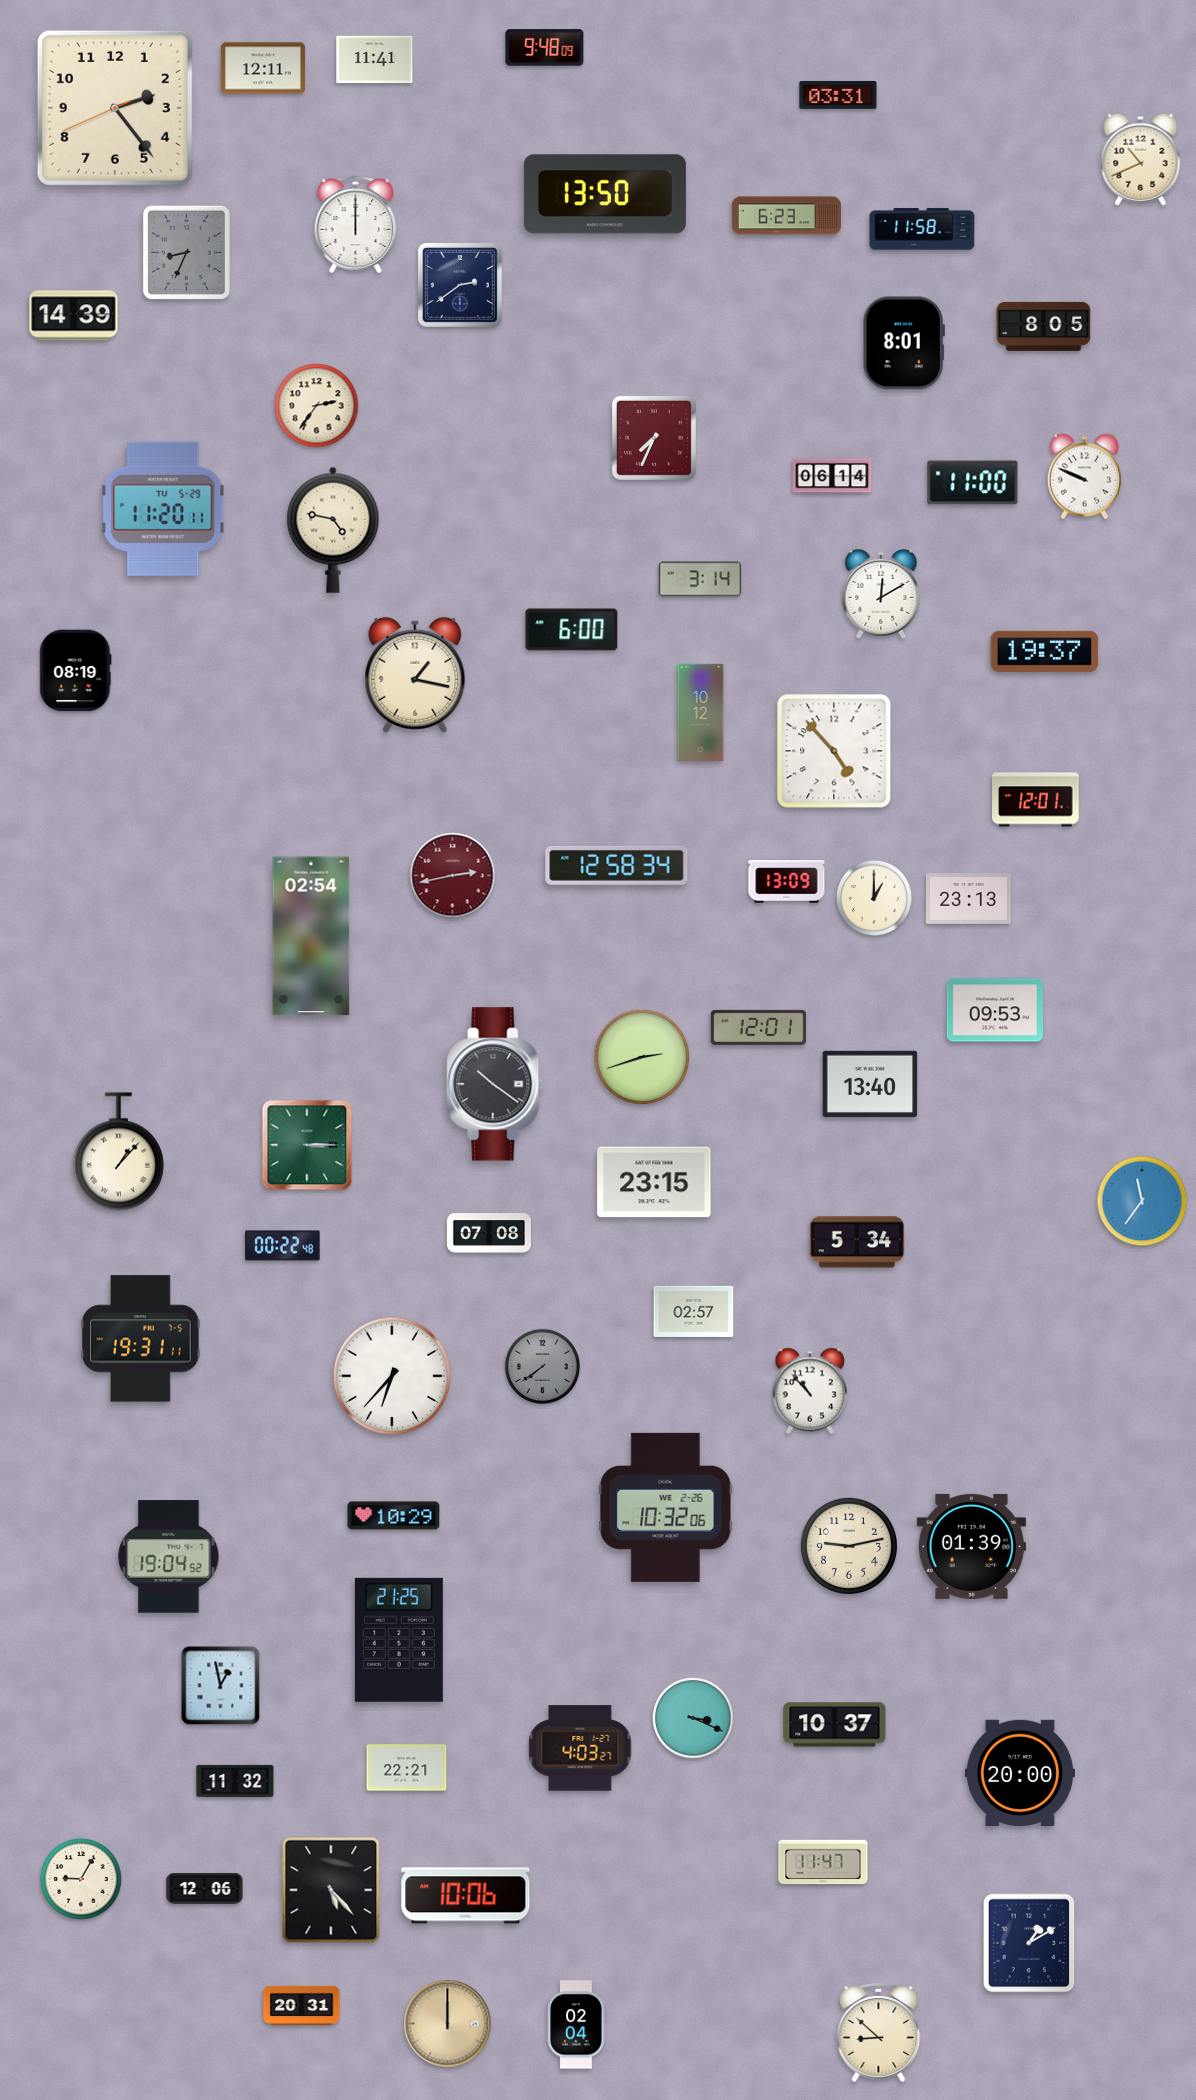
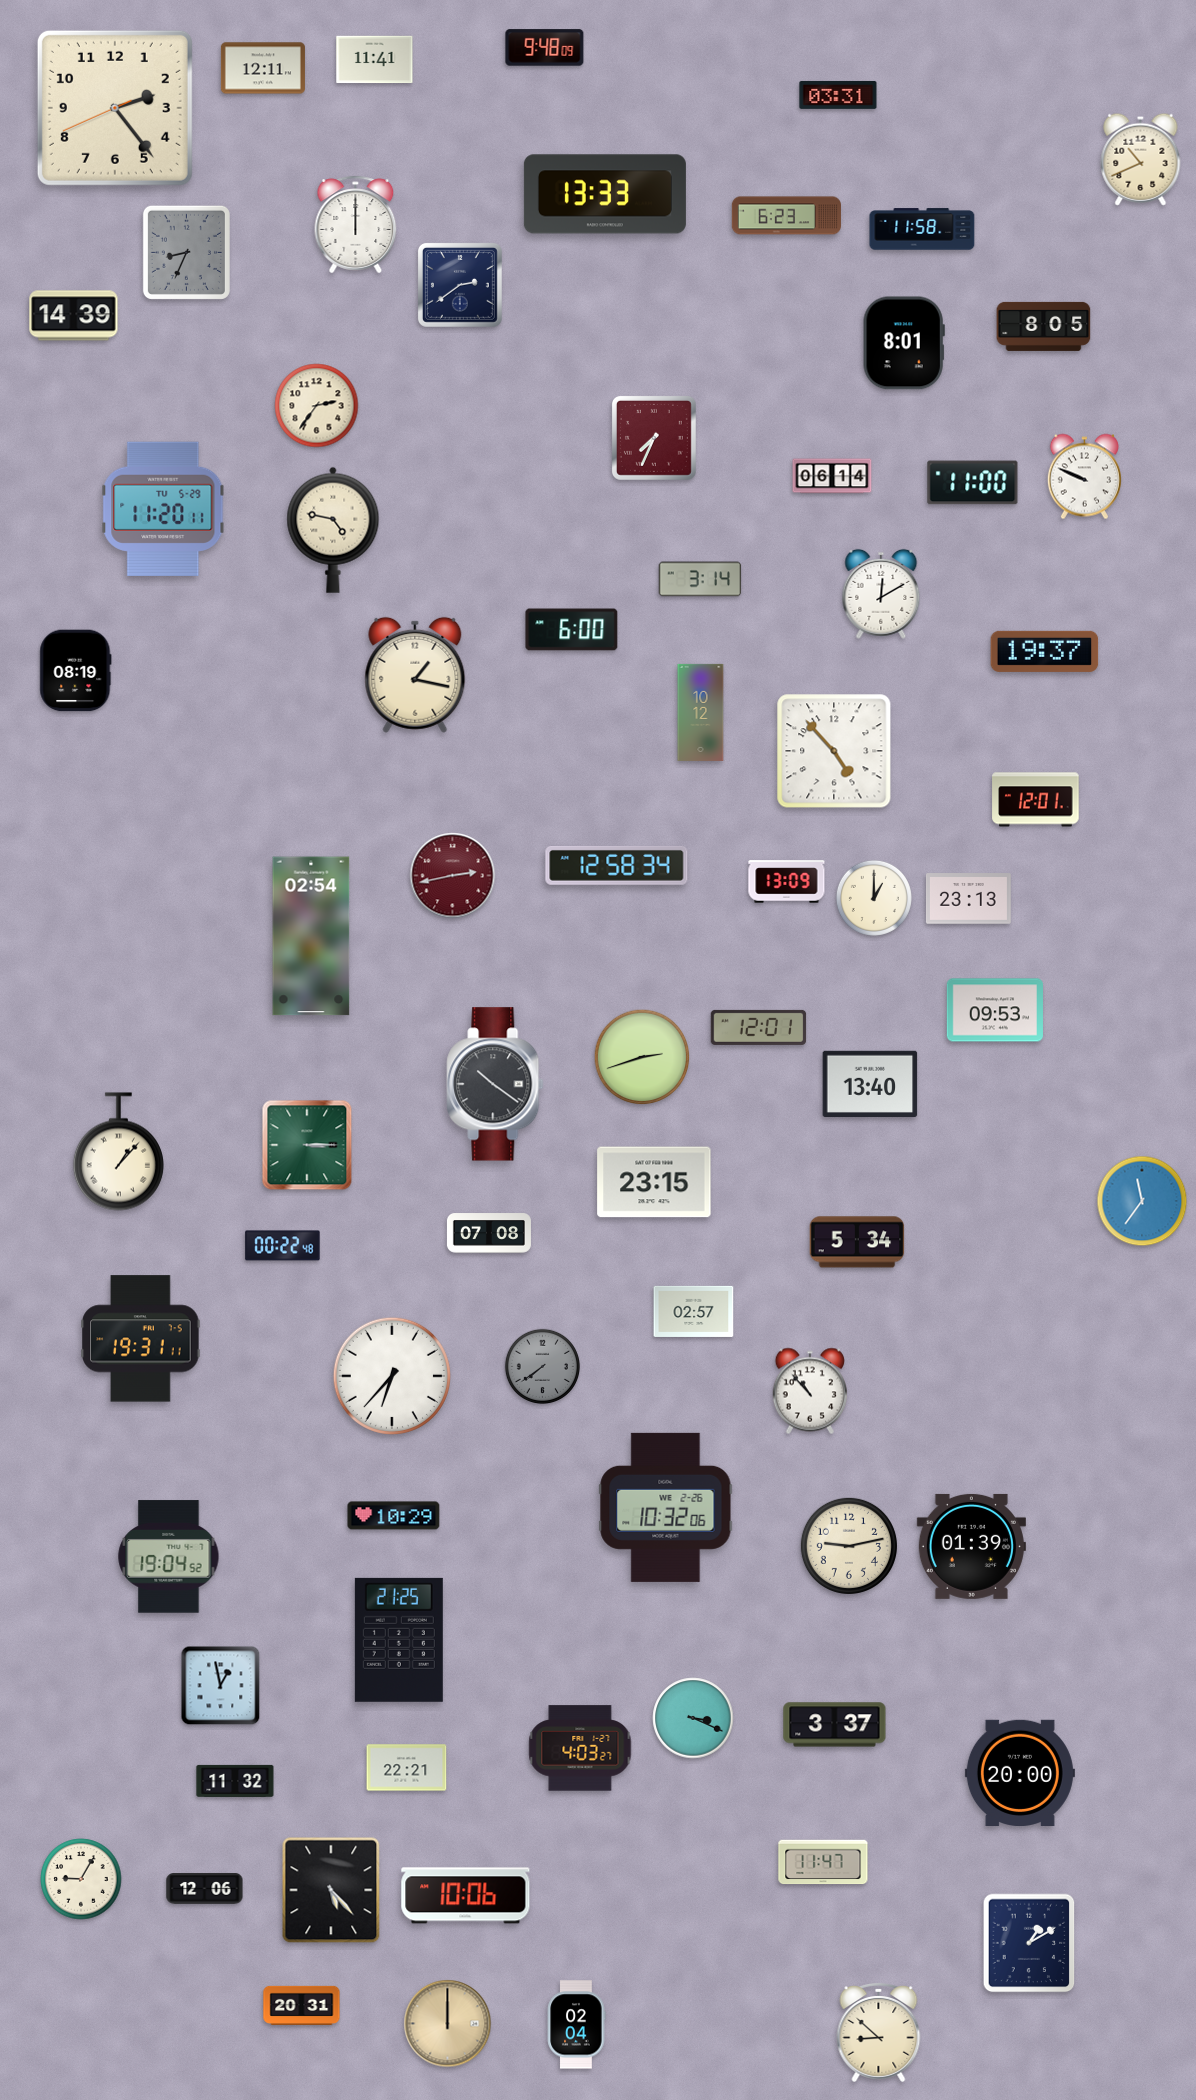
clock at (605, 194): 13:50 -> 13:33
clock at (835, 1725): 10:37 -> 3:37
